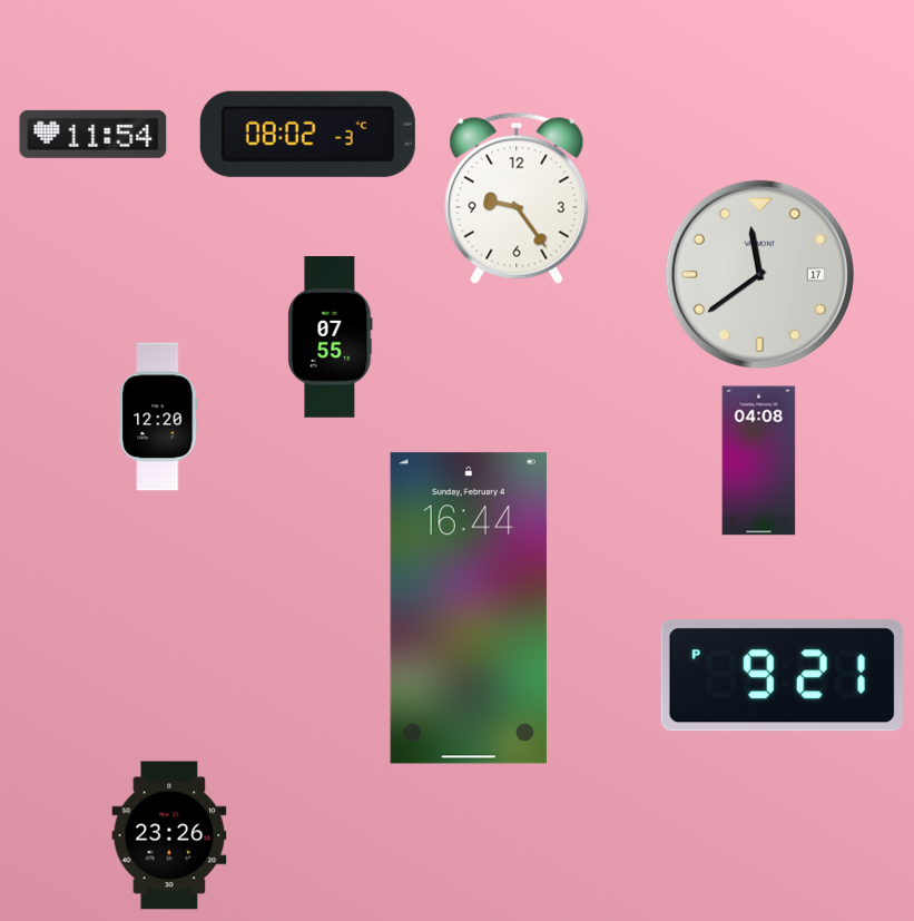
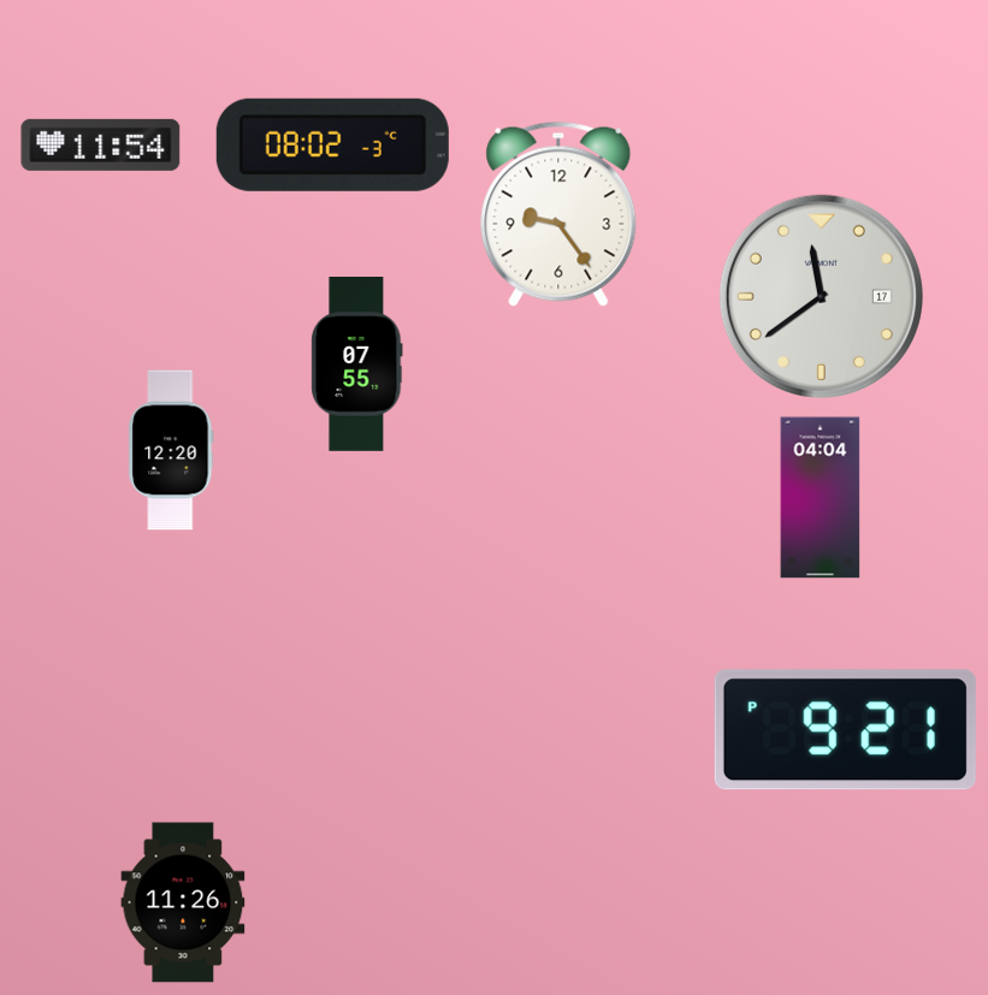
clock at (759, 461): 04:08 -> 04:04
clock at (469, 608): 16:44 -> none
clock at (169, 835): 23:26 -> 11:26
